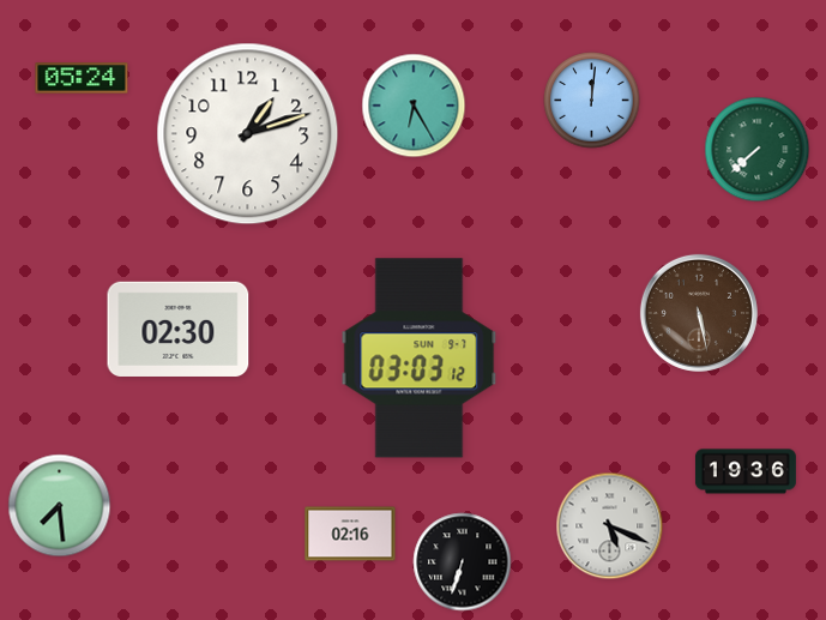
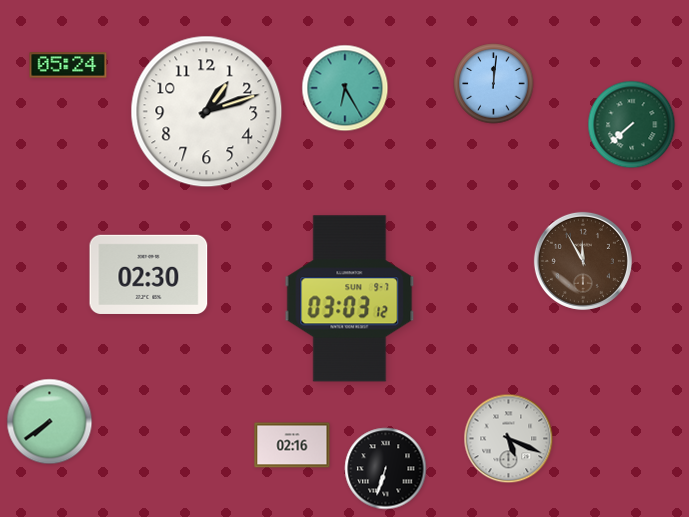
clock at (699, 313): 5:28 -> 11:55
clock at (746, 471): 19:36 -> none
clock at (60, 506): 7:29 -> 7:39
